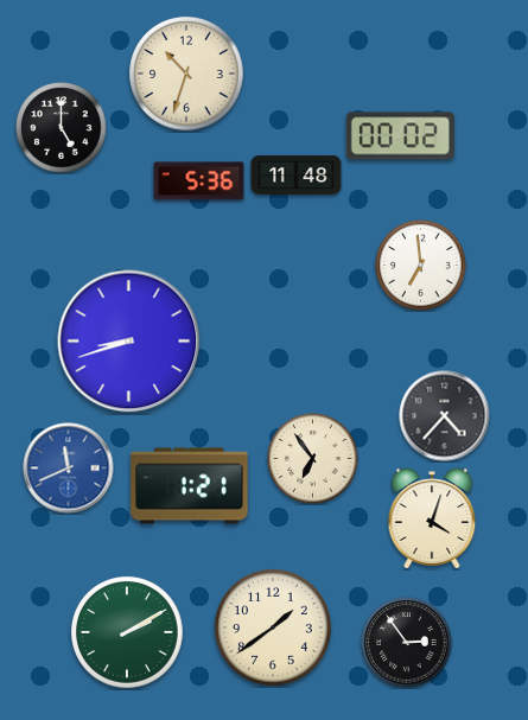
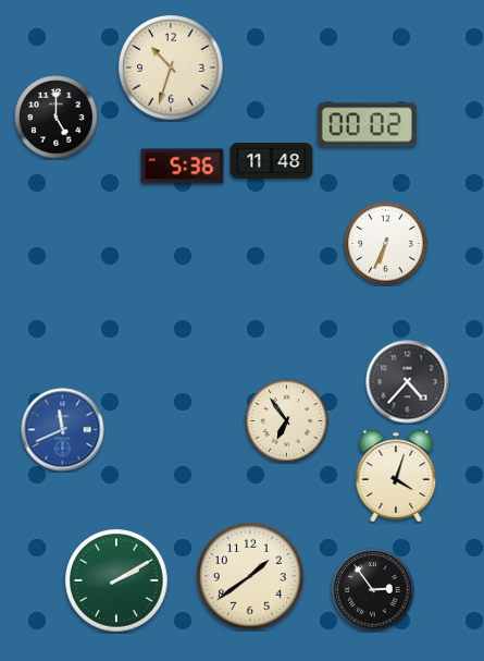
clock at (421, 266): 6:59 -> 6:34
clock at (129, 342): 8:42 -> none
clock at (190, 486): 1:21 -> none
